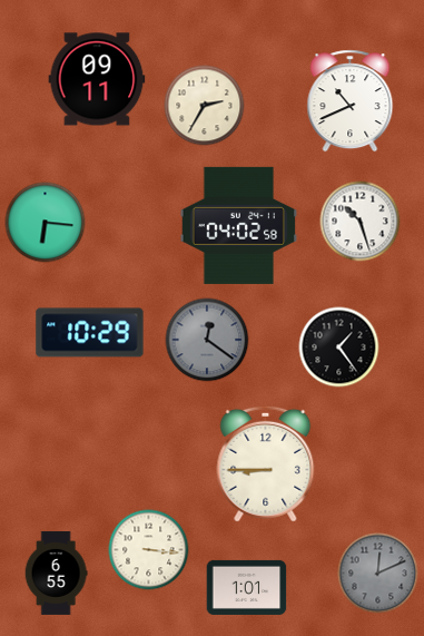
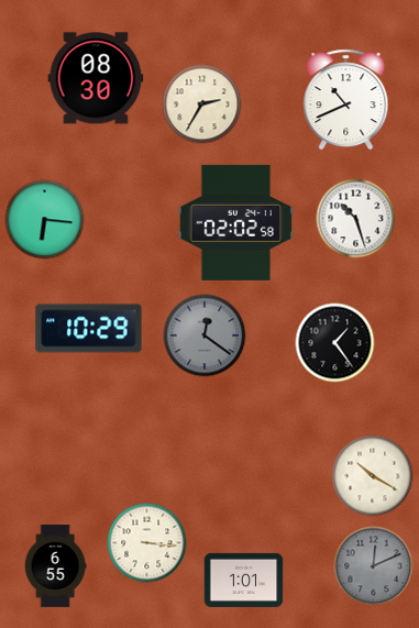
clock at (97, 79): 09:11 -> 08:30
clock at (239, 225): 04:02 -> 02:02
clock at (266, 463): 8:45 -> none
clock at (373, 476): none -> 10:20
